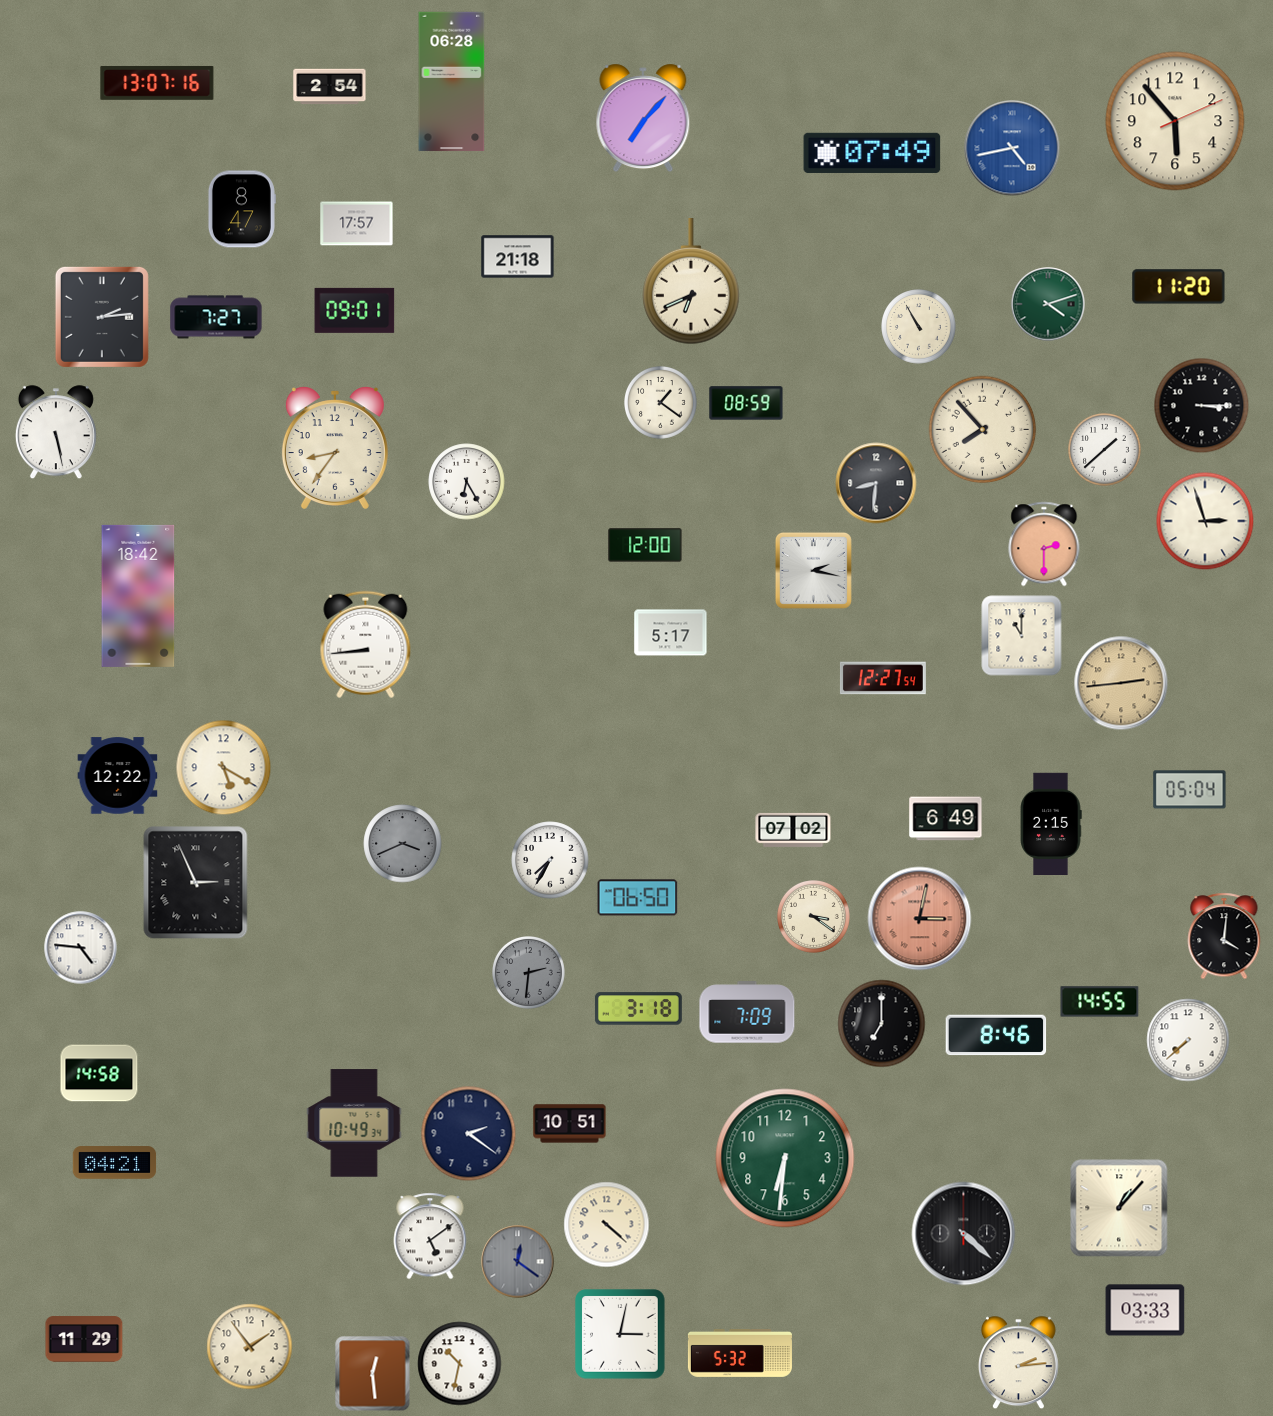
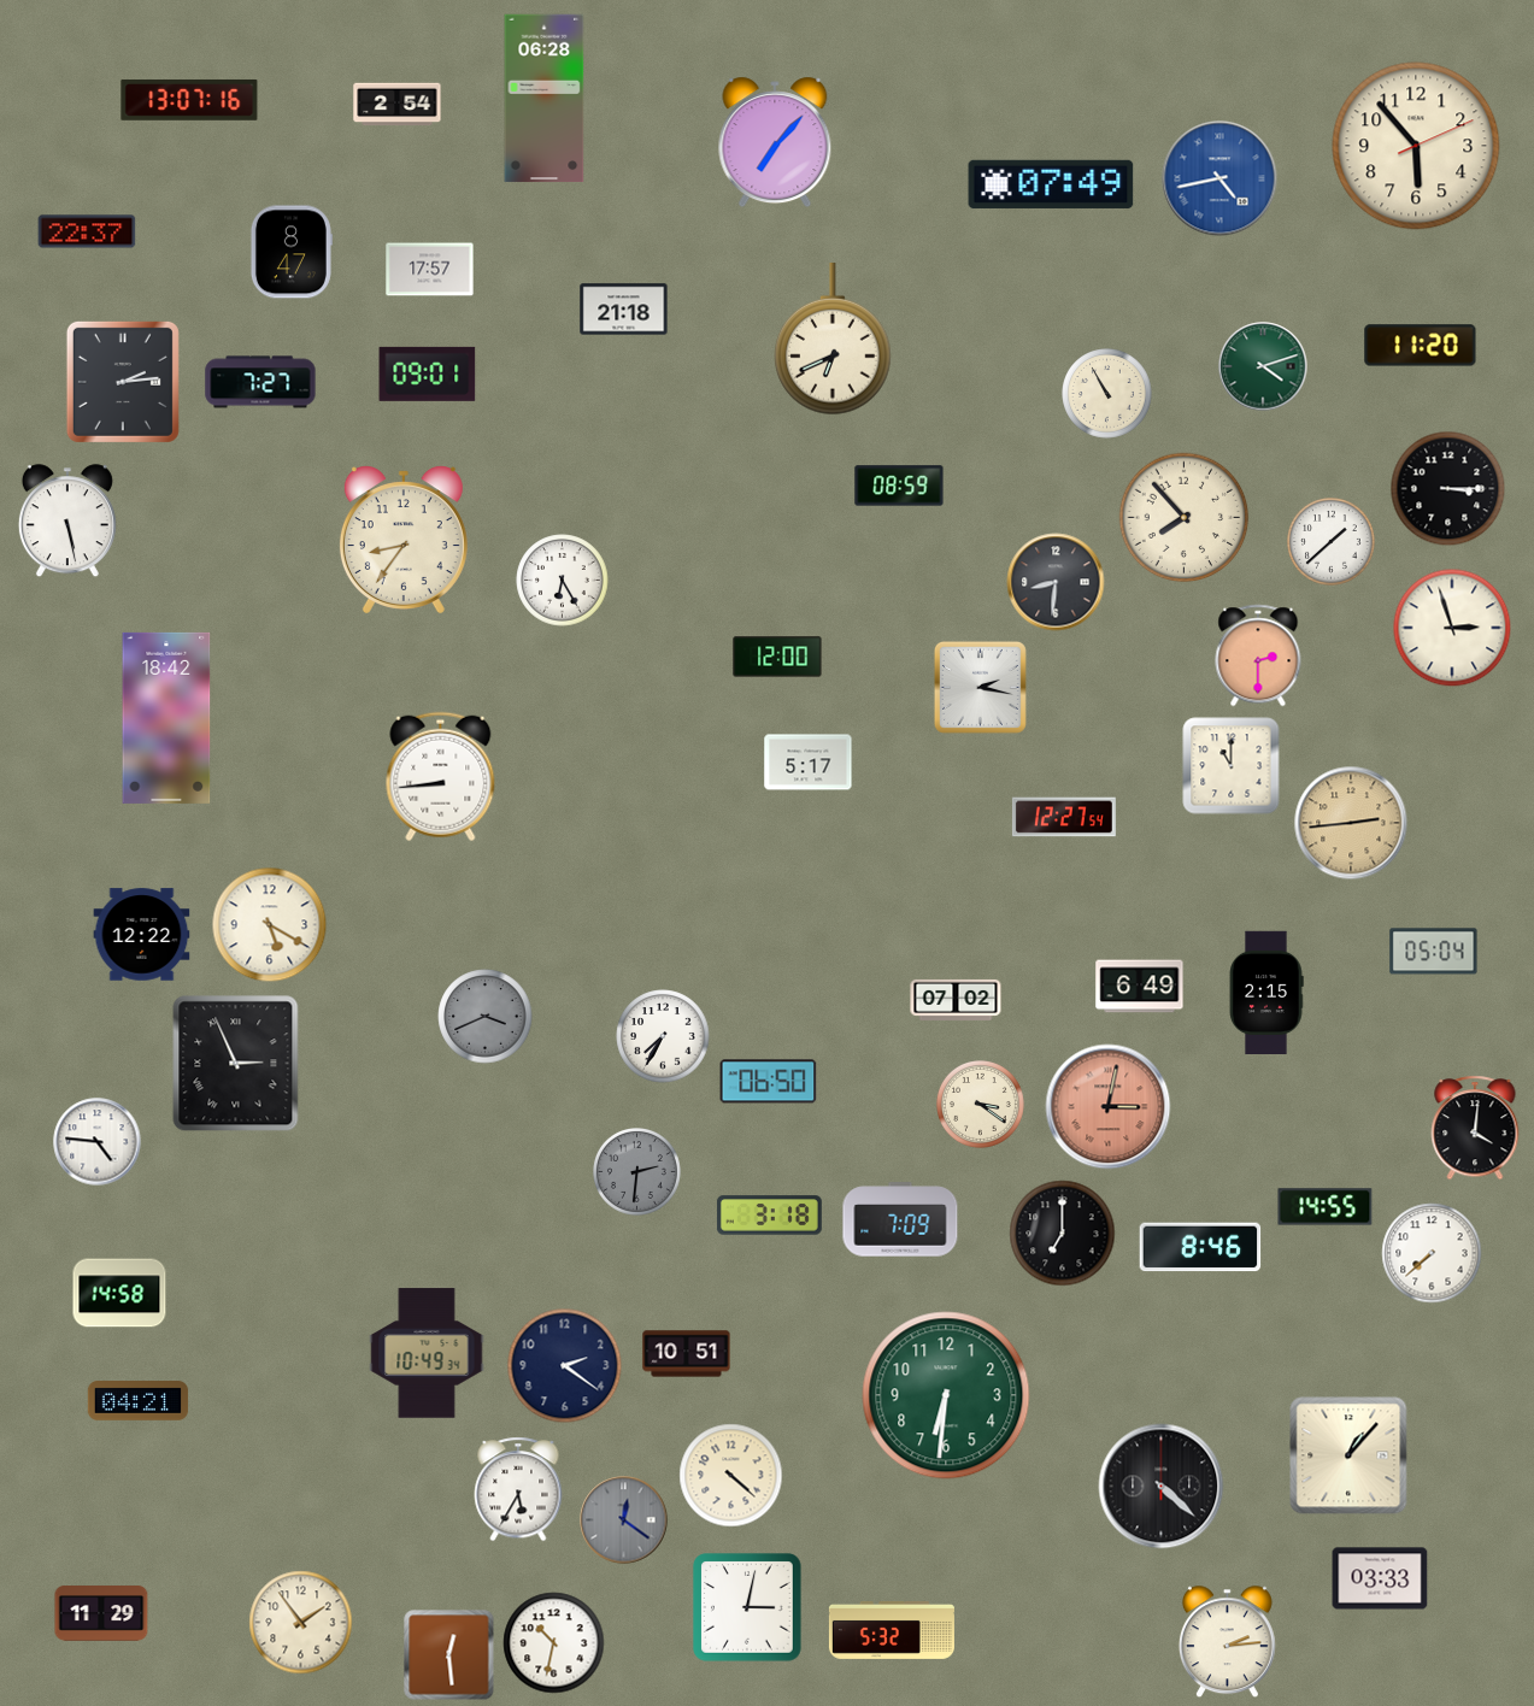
clock at (87, 231): none -> 22:37
clock at (661, 403): 1:21 -> none
clock at (430, 1236): 5:09 -> 5:35
